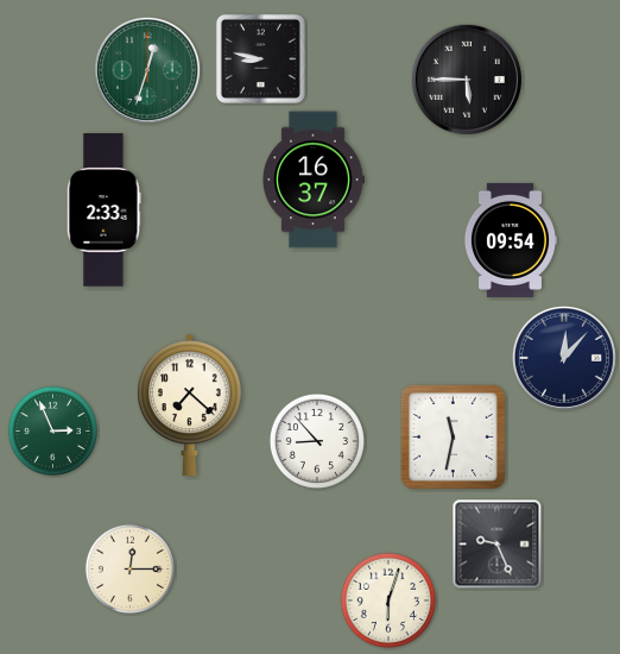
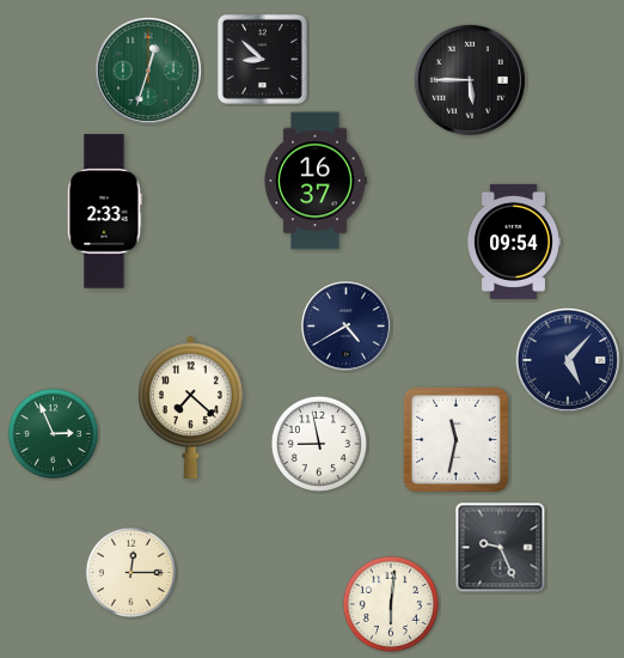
clock at (260, 58): 8:47 -> 8:52
clock at (347, 327): none -> 4:40
clock at (564, 358): 12:07 -> 5:07
clock at (317, 441): 8:53 -> 8:58
clock at (388, 600): 6:03 -> 6:01
